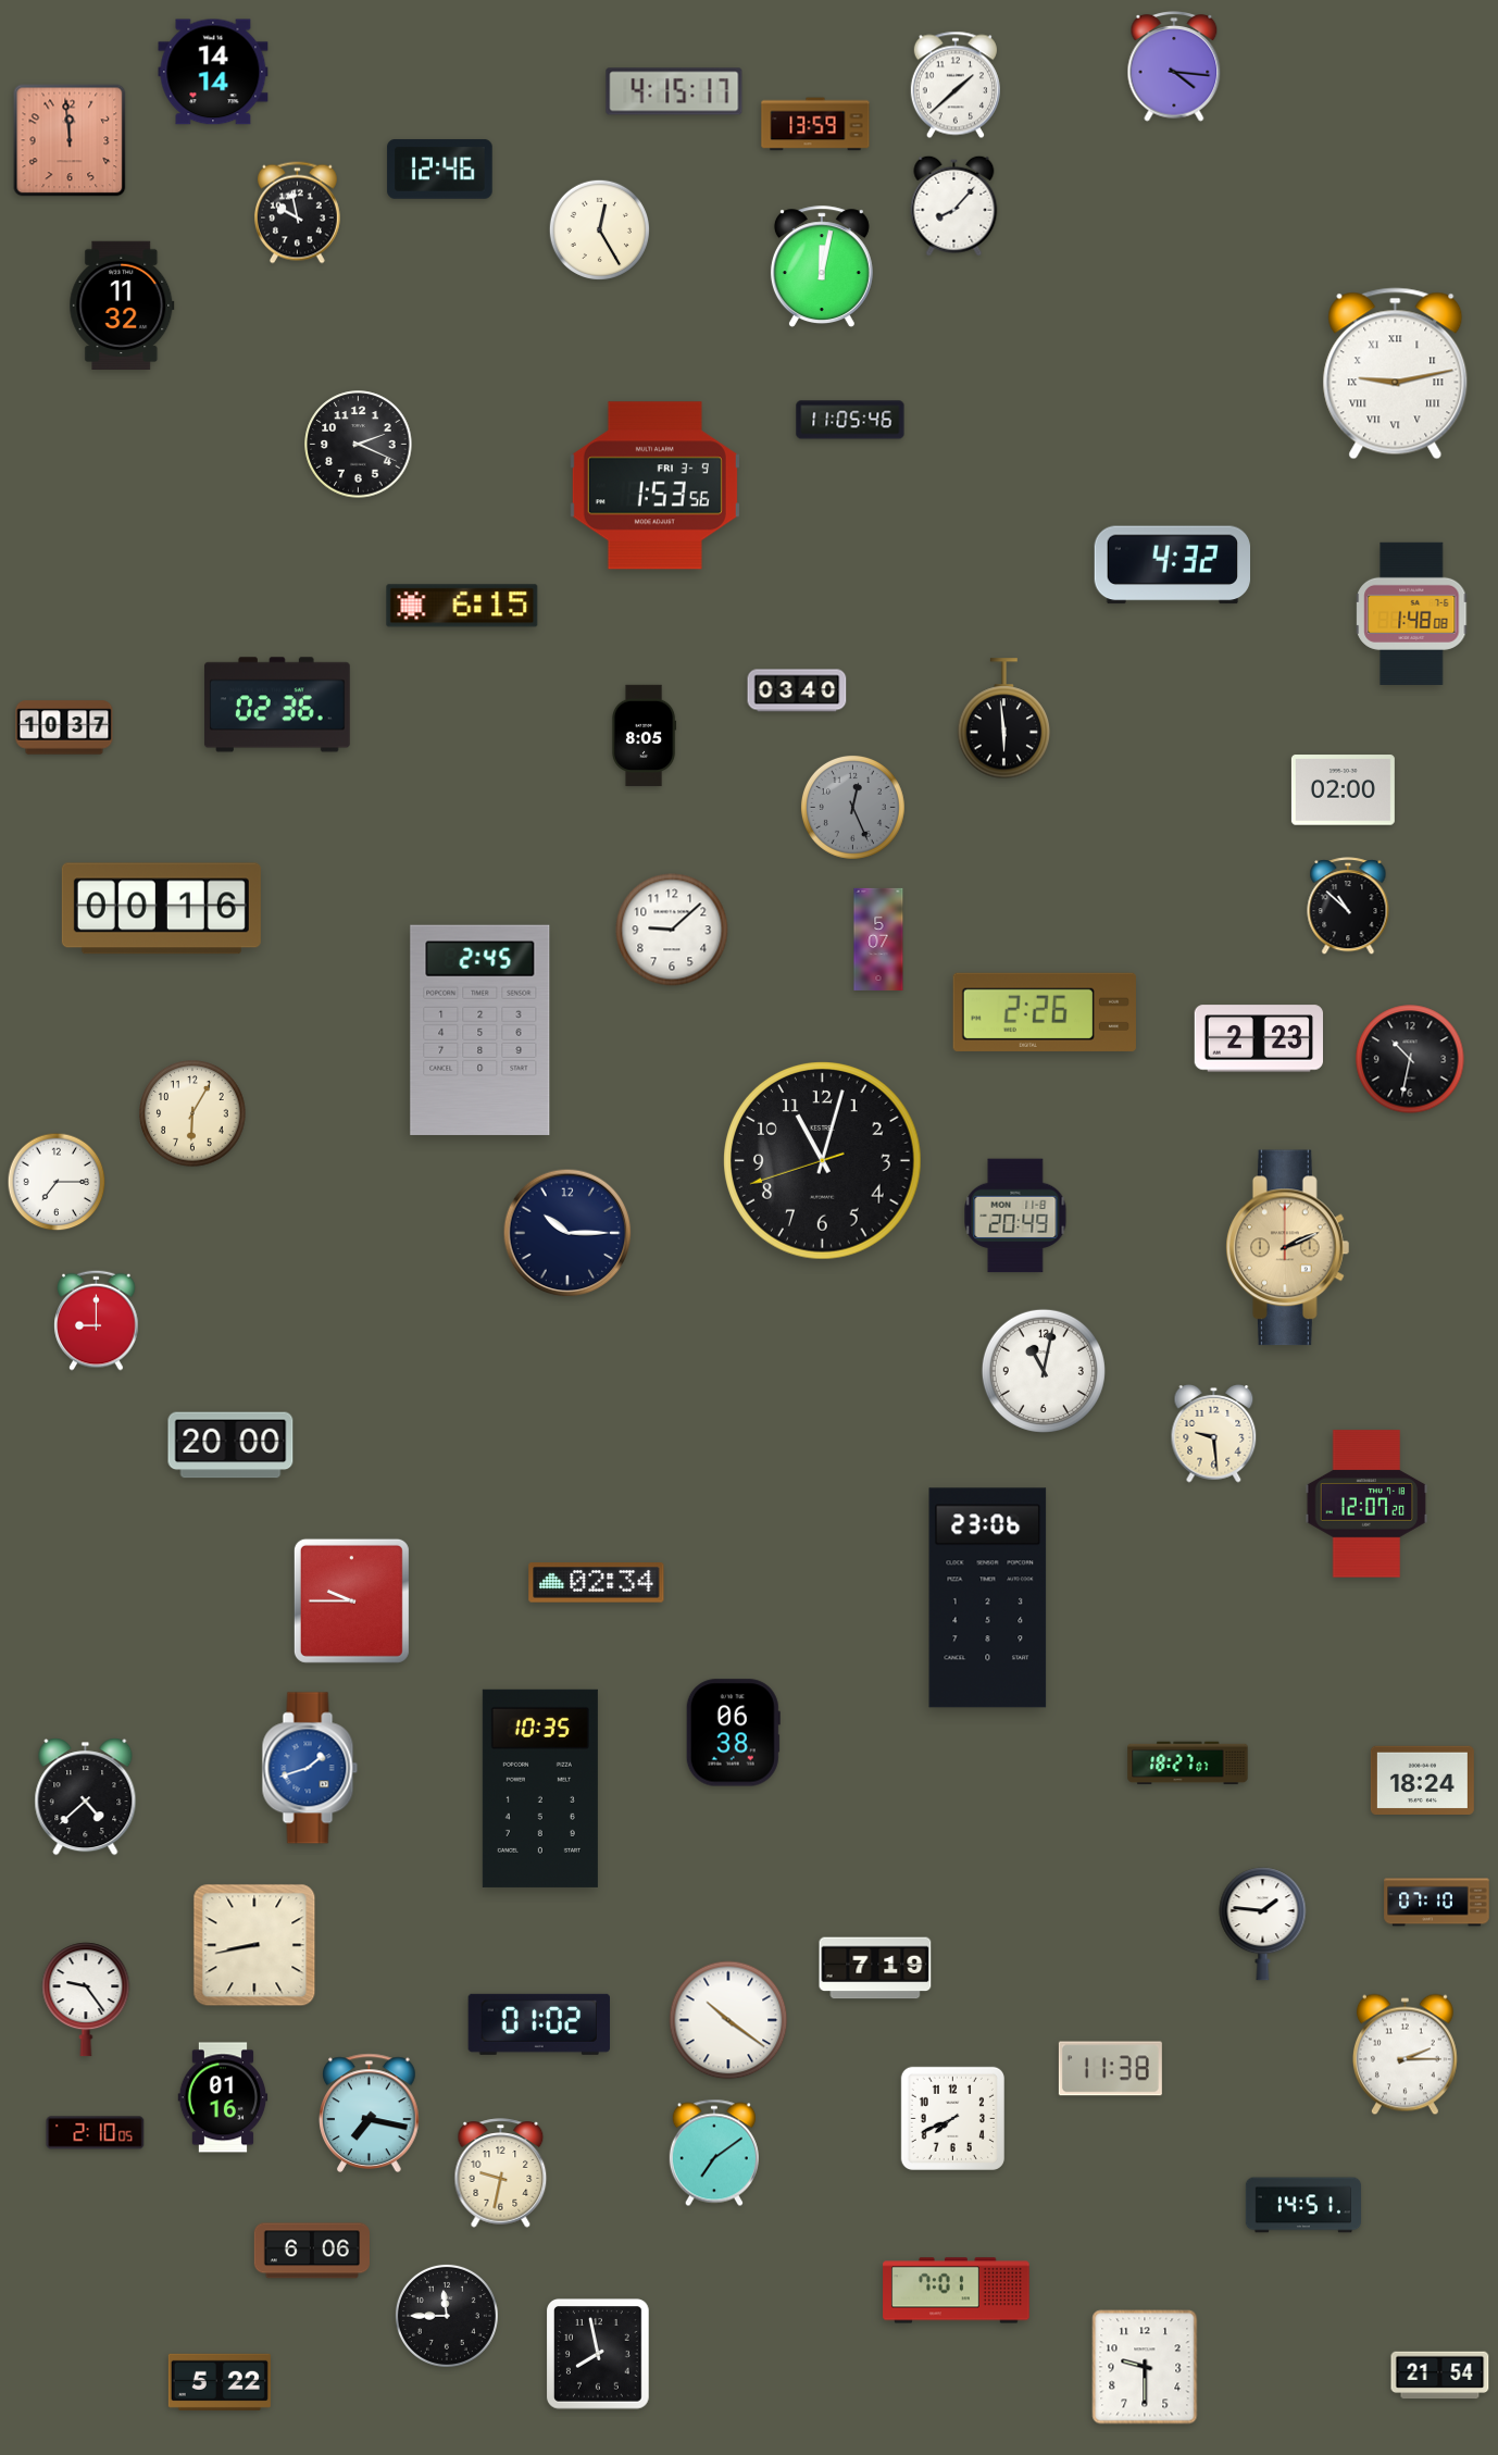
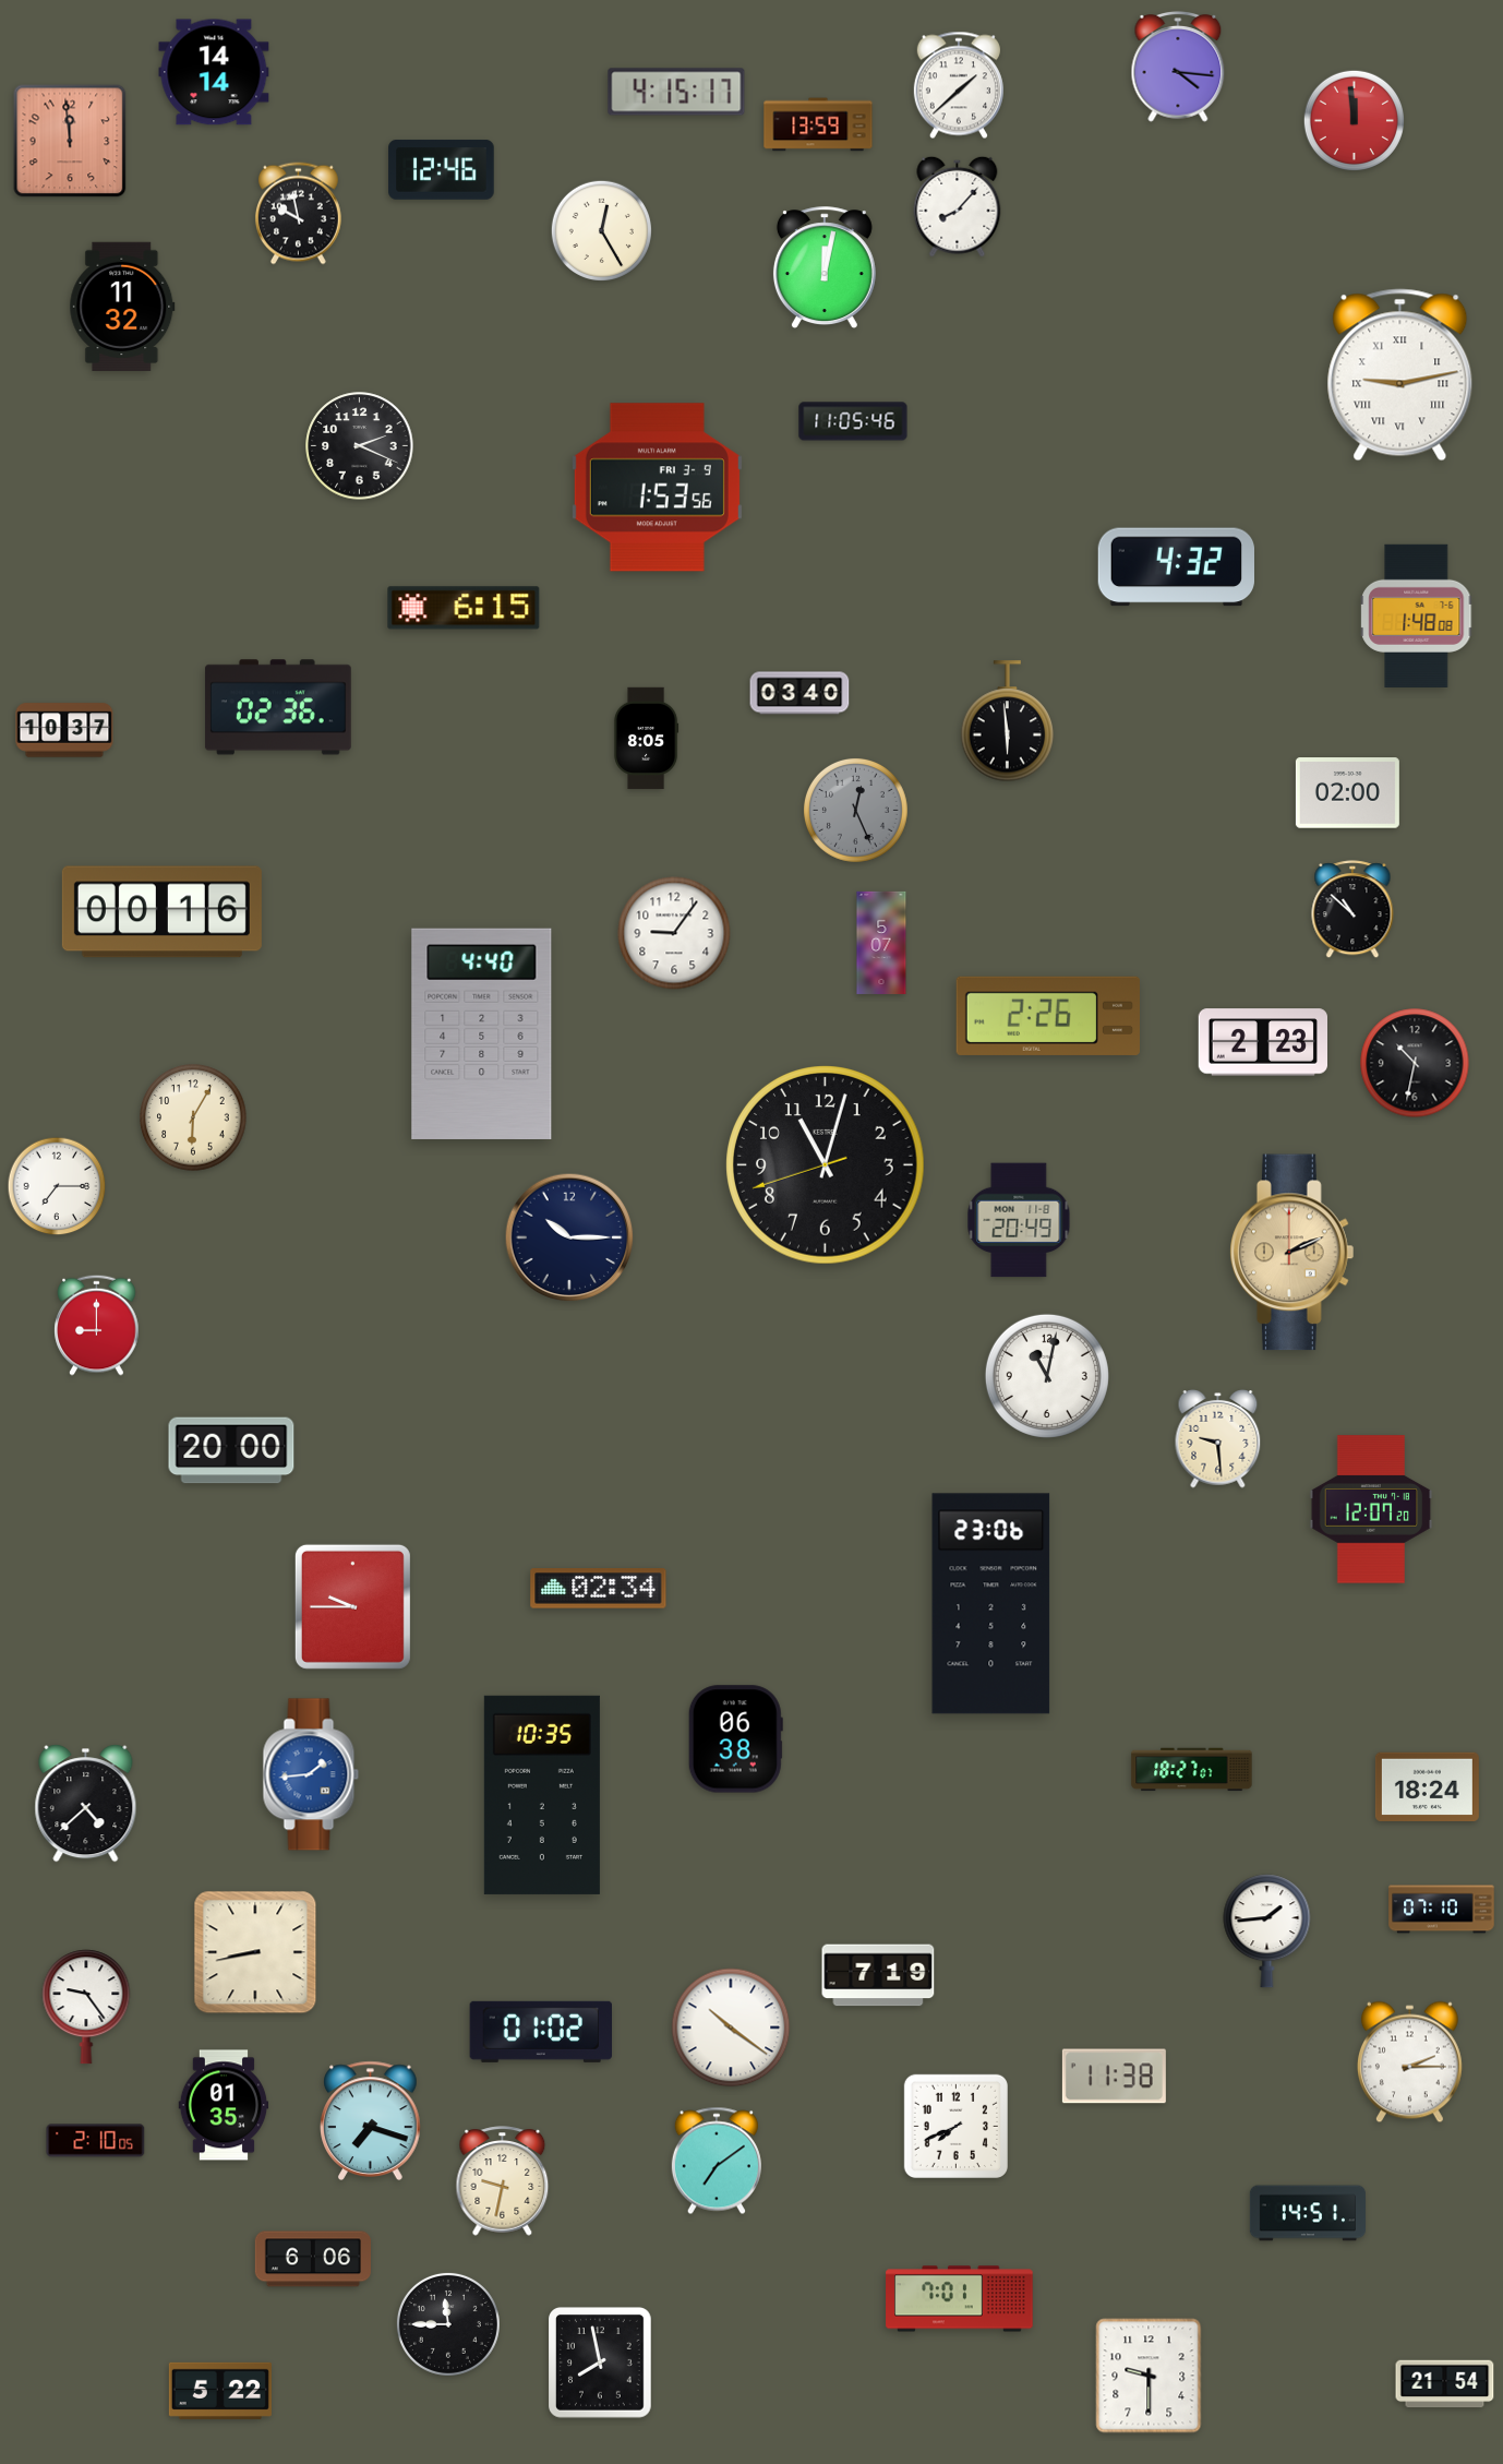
clock at (1354, 120): none -> 11:59
clock at (672, 930): 9:08 -> 9:06
clock at (480, 1030): 2:45 -> 4:40
clock at (310, 1768): 1:42 -> 1:44
clock at (1263, 1924): 1:46 -> 1:44
clock at (223, 2097): 01:16 -> 01:35
clock at (370, 2113): 7:17 -> 7:18
